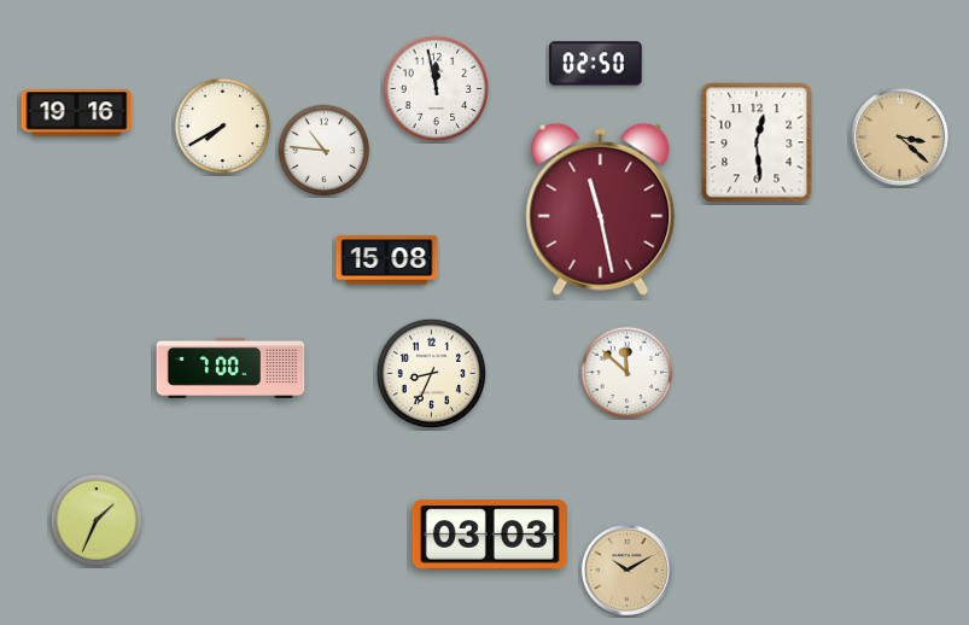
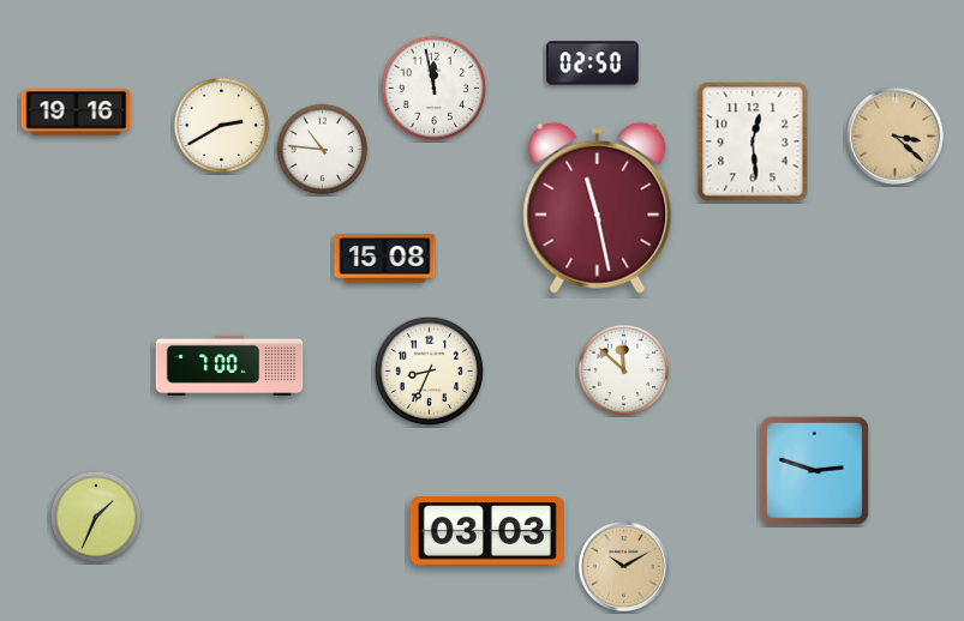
clock at (223, 127): 7:40 -> 2:40
clock at (814, 470): none -> 2:48
